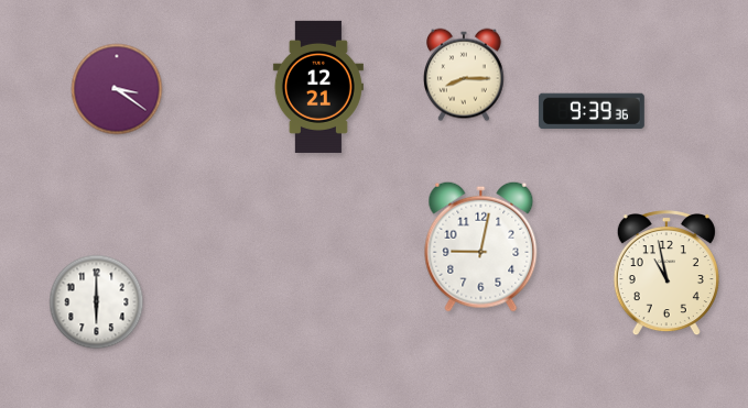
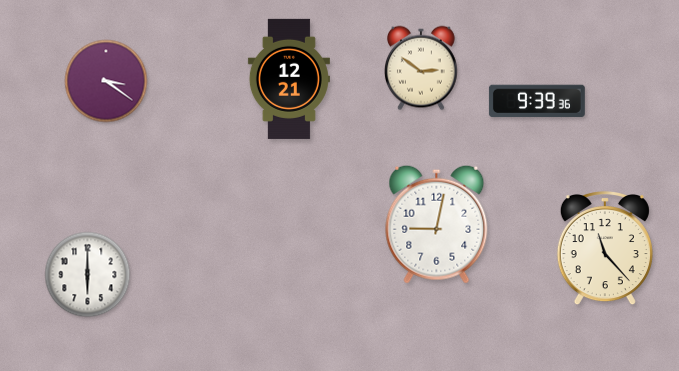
clock at (465, 75): 8:15 -> 2:51
clock at (666, 274): 10:58 -> 11:23
